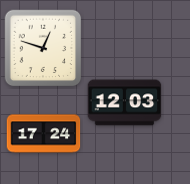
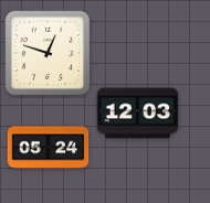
clock at (44, 134): 17:24 -> 05:24
